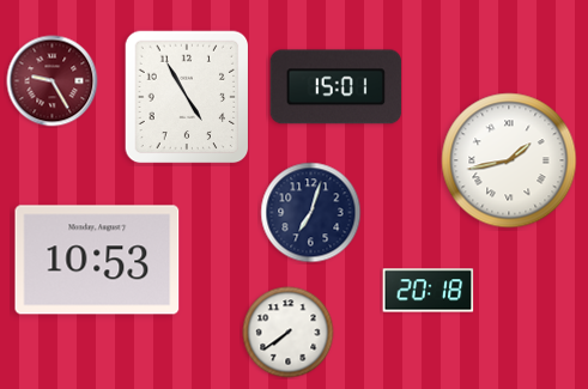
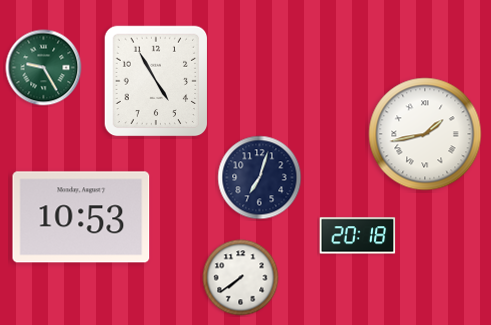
clock at (53, 81) dial: burgundy -> green
clock at (337, 87): 15:01 -> none
clock at (429, 291) position: (429, 291) -> (358, 236)
